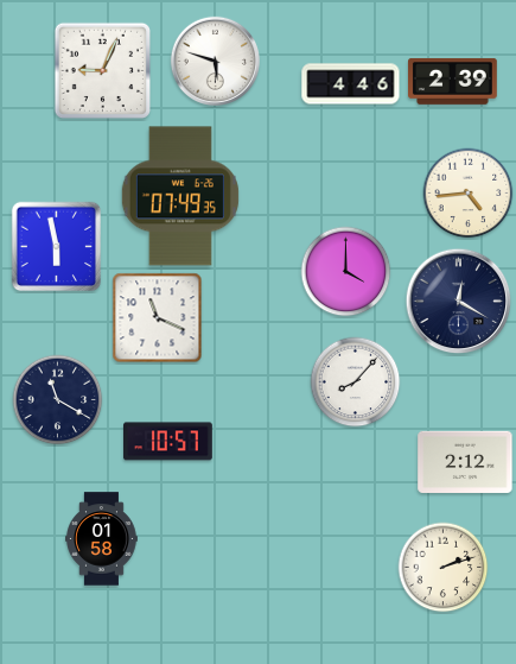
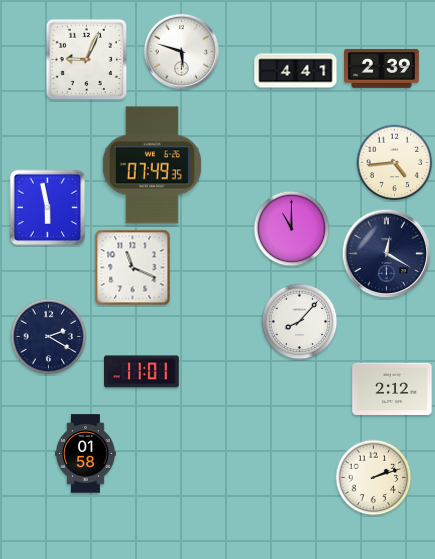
clock at (351, 84): 4:46 -> 4:41
clock at (346, 272): 4:00 -> 11:00
clock at (58, 400): 11:20 -> 2:20
clock at (168, 442): 10:57 -> 11:01
